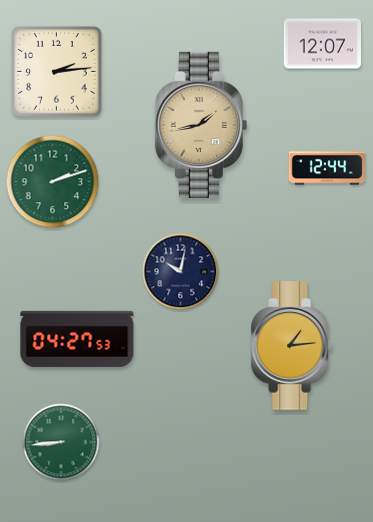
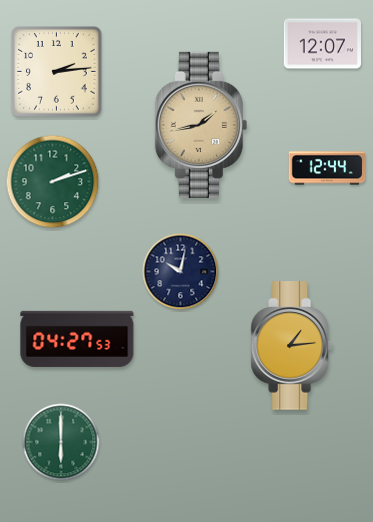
clock at (61, 442): 8:44 -> 6:00
